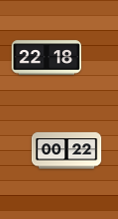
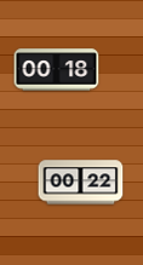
clock at (47, 58): 22:18 -> 00:18
